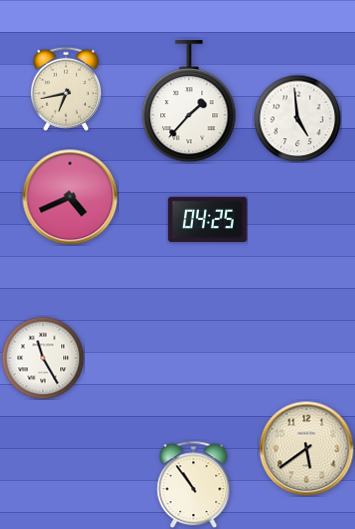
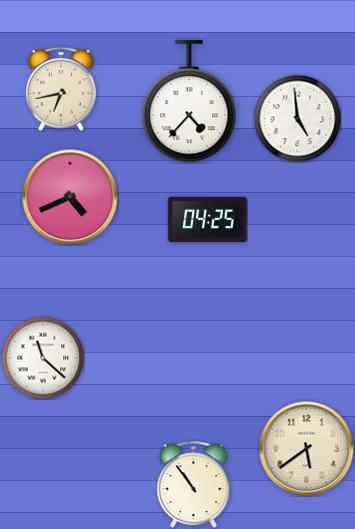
clock at (66, 89) position: (66, 89) -> (61, 89)
clock at (189, 102): 1:37 -> 4:37
clock at (43, 358): 11:25 -> 11:22
